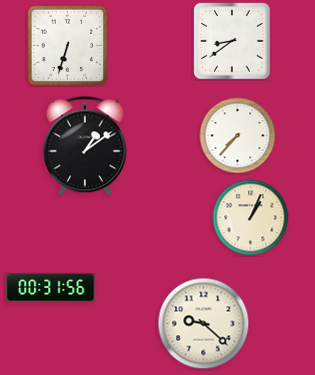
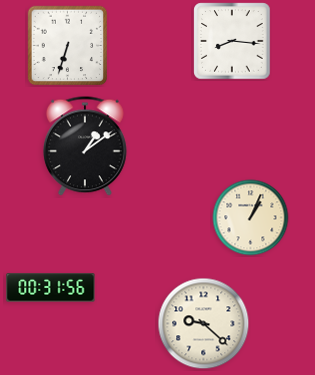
clock at (232, 41): 8:39 -> 8:16
clock at (238, 136): 7:37 -> none
